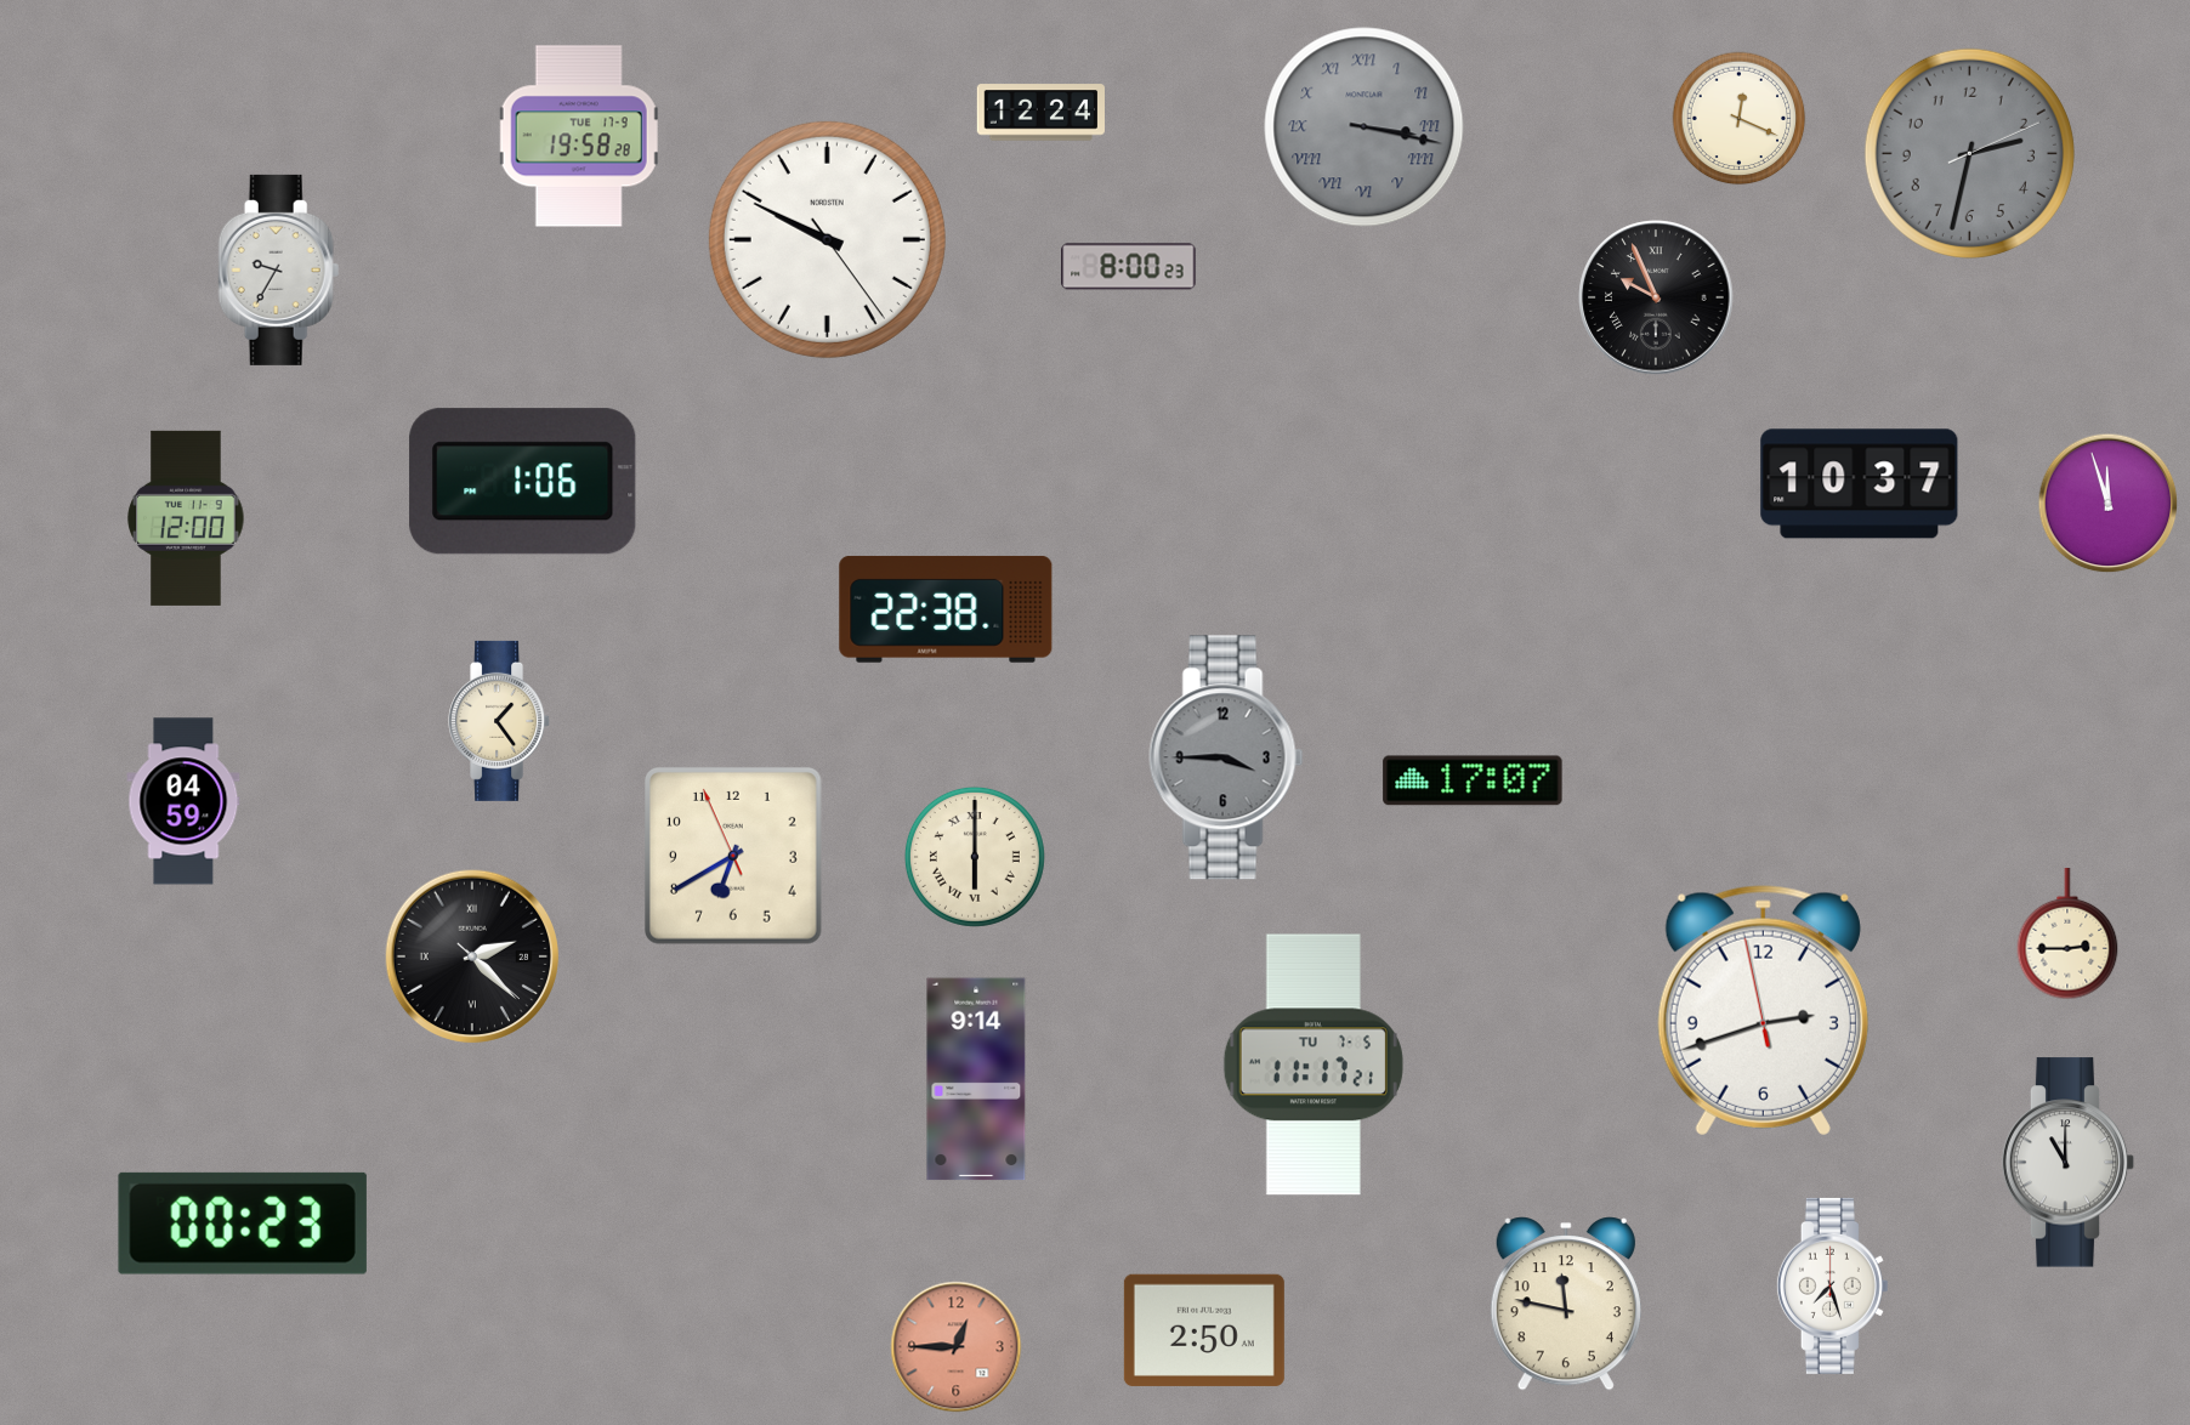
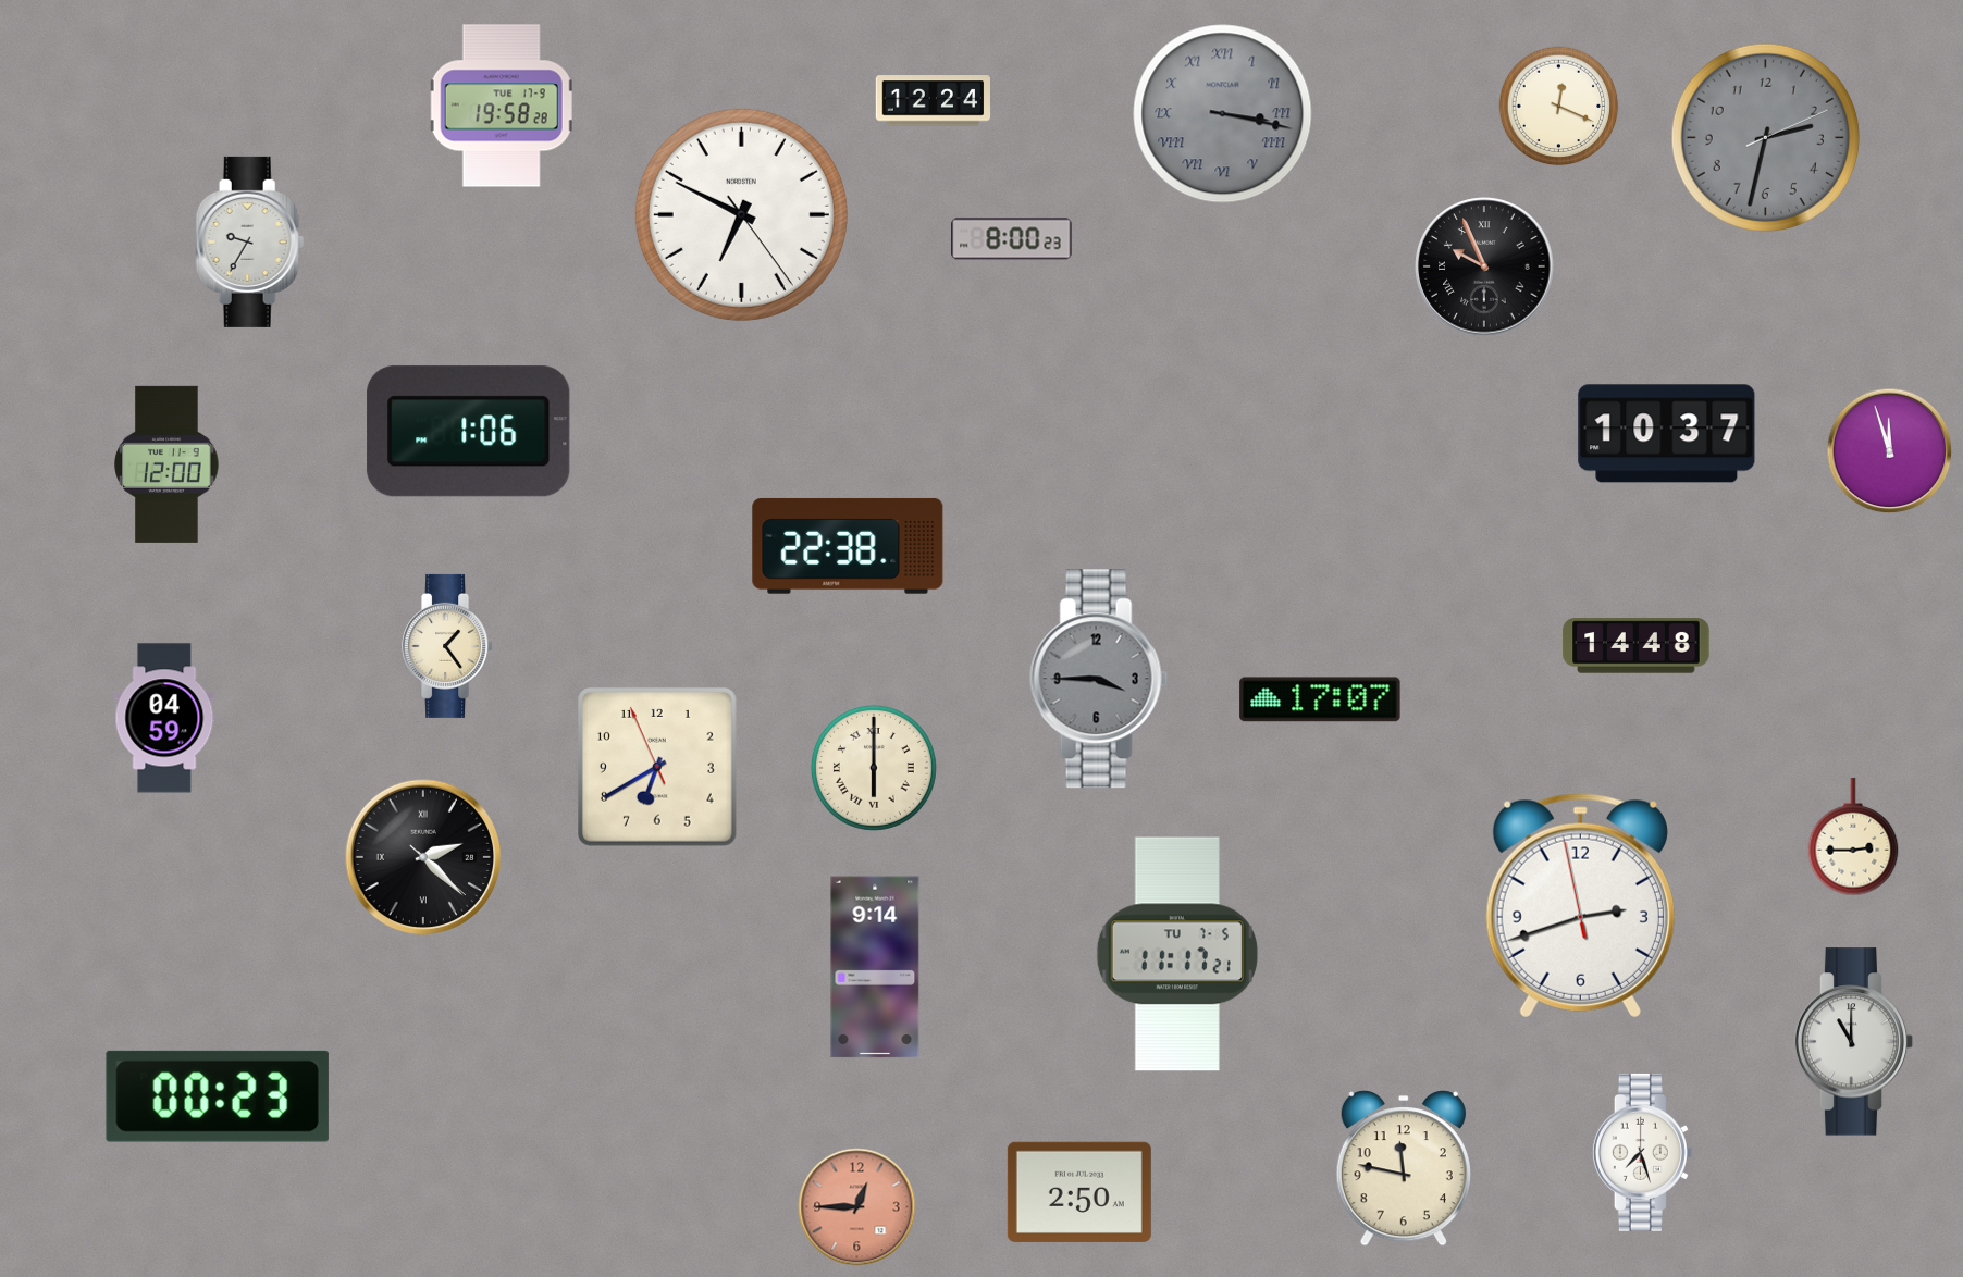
clock at (579, 136) position: (579, 136) -> (502, 106)
clock at (827, 239): 9:49 -> 6:49
clock at (1637, 646): none -> 14:48
